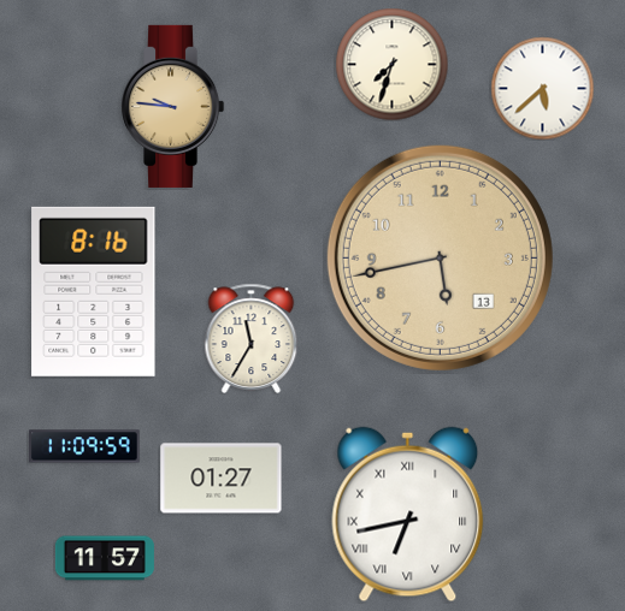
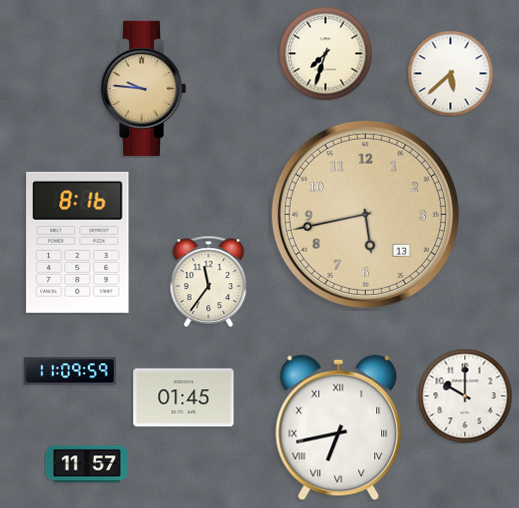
clock at (252, 338): 11:35 -> 11:36
clock at (465, 396): none -> 10:00
clock at (222, 479): 01:27 -> 01:45
